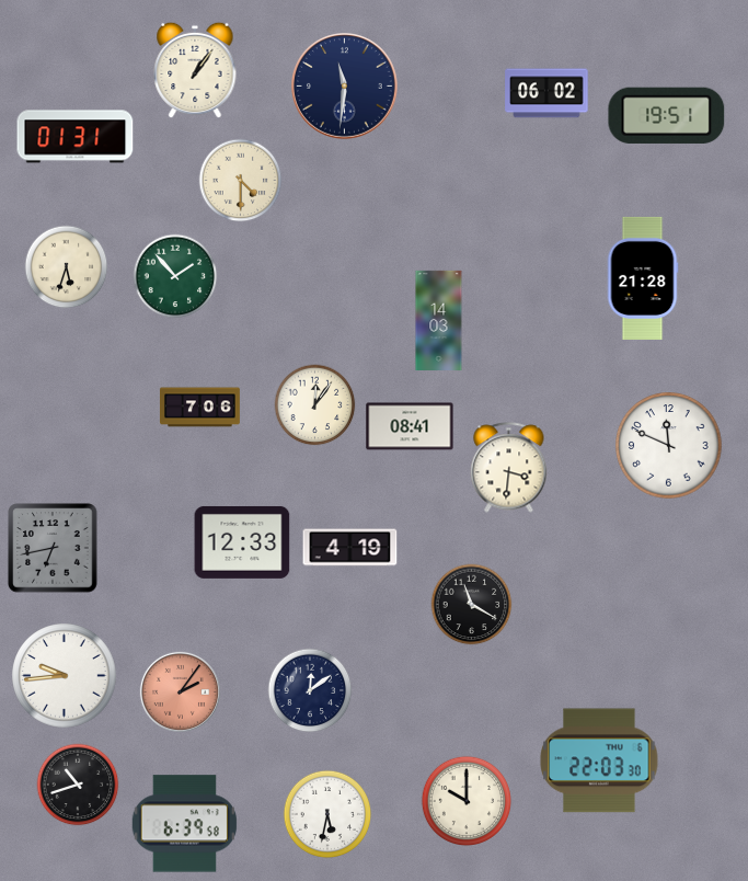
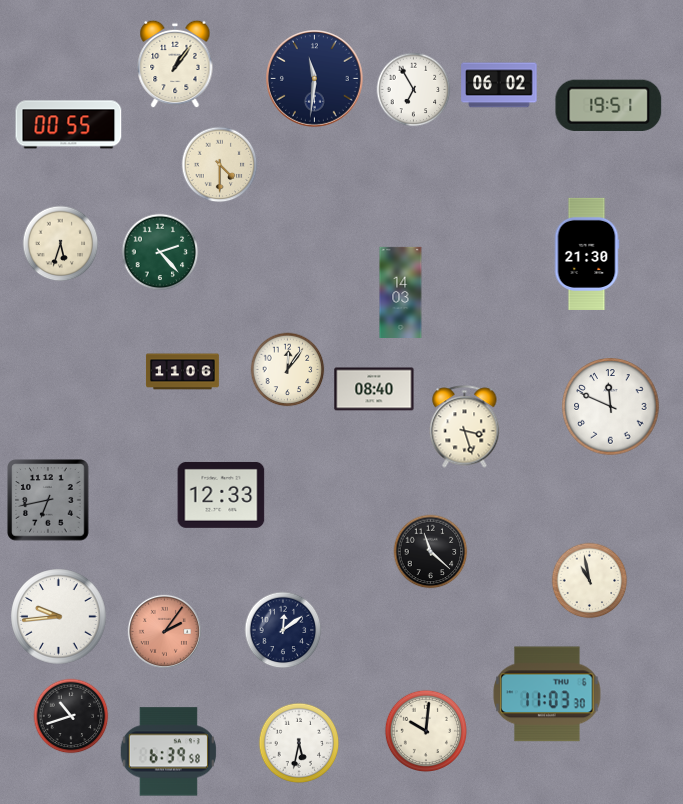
clock at (195, 70) position: (195, 70) -> (175, 64)
clock at (414, 90): none -> 6:55
clock at (76, 137): 01:31 -> 00:55
clock at (175, 276): 1:53 -> 2:23
clock at (643, 278): 21:28 -> 21:30
clock at (199, 408): 7:06 -> 11:06
clock at (410, 426): 08:41 -> 08:40
clock at (509, 468): 3:31 -> 3:27
clock at (350, 548): 4:19 -> none
clock at (472, 605): 11:20 -> 11:22
clock at (590, 581): none -> 10:58
clock at (599, 760): 22:03 -> 11:03
clock at (465, 800): 10:00 -> 10:01
